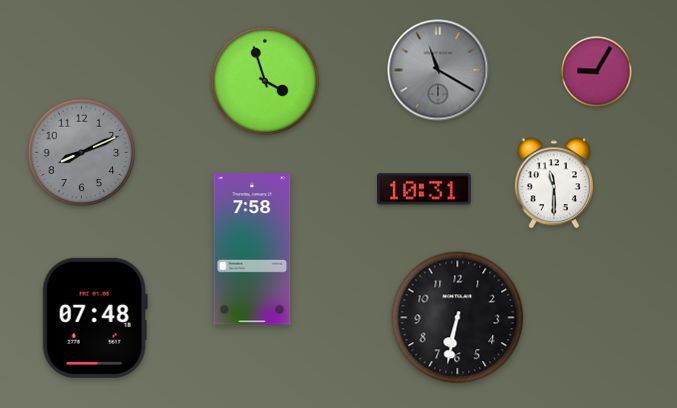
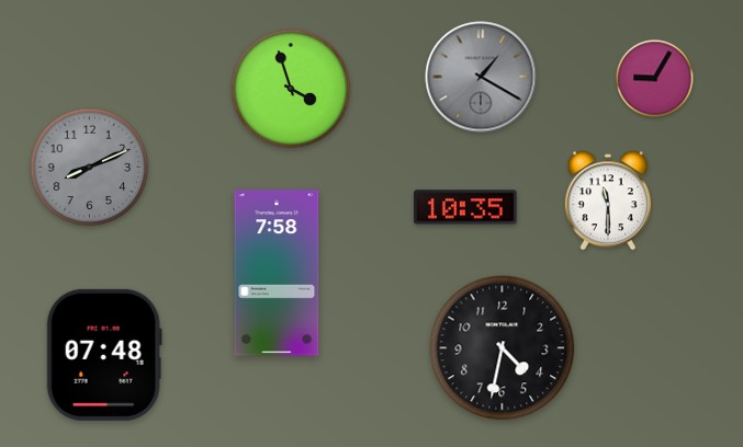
clock at (438, 70): 11:20 -> 1:20
clock at (424, 189): 10:31 -> 10:35
clock at (95, 318) position: (95, 318) -> (104, 355)
clock at (458, 318): 6:32 -> 4:32
